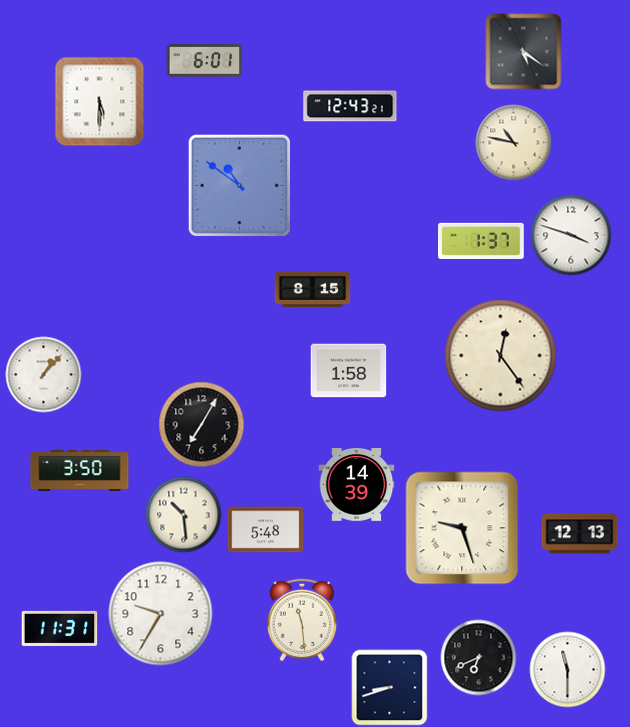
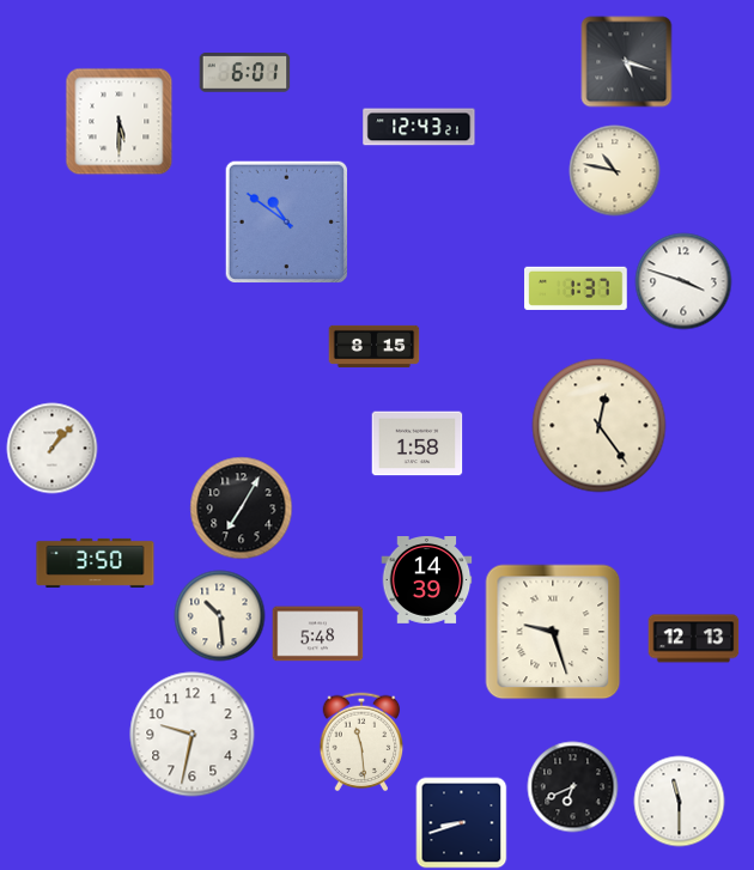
clock at (524, 52): 5:21 -> 5:18
clock at (161, 614): 9:35 -> 9:32
clock at (60, 628): 11:31 -> none
clock at (390, 688) position: (390, 688) -> (462, 823)
